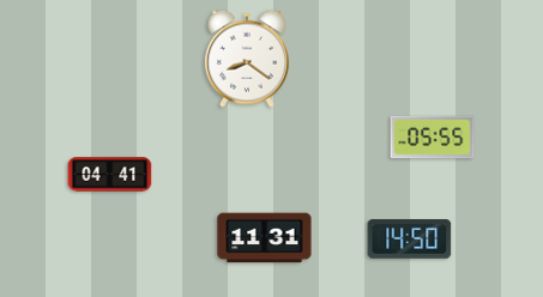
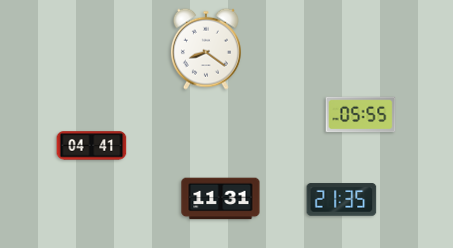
clock at (410, 240): 14:50 -> 21:35
